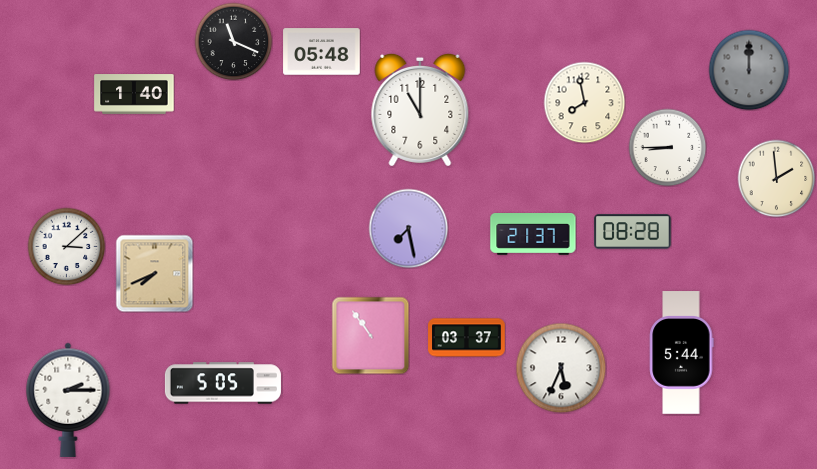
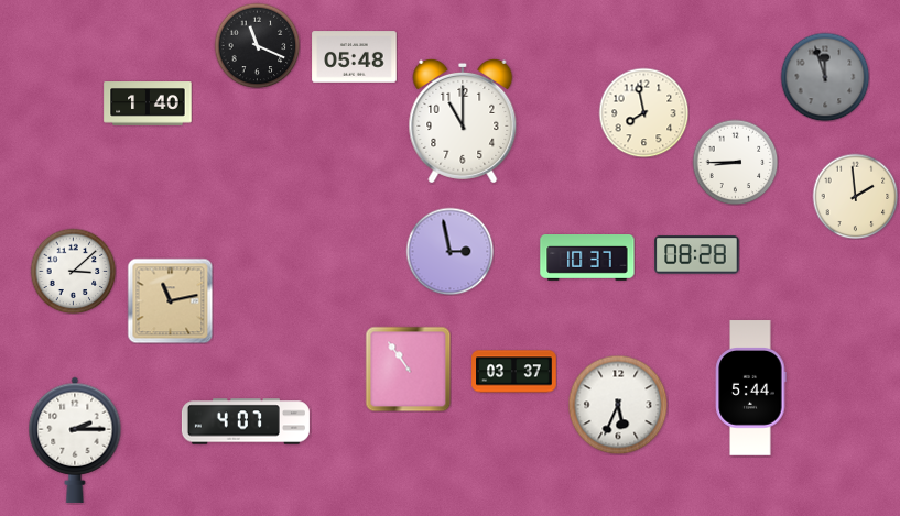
clock at (749, 70): 12:00 -> 11:57
clock at (408, 228): 7:28 -> 2:58
clock at (533, 235): 21:37 -> 10:37
clock at (154, 273): 7:41 -> 11:13
clock at (223, 383): 5:05 -> 4:07
